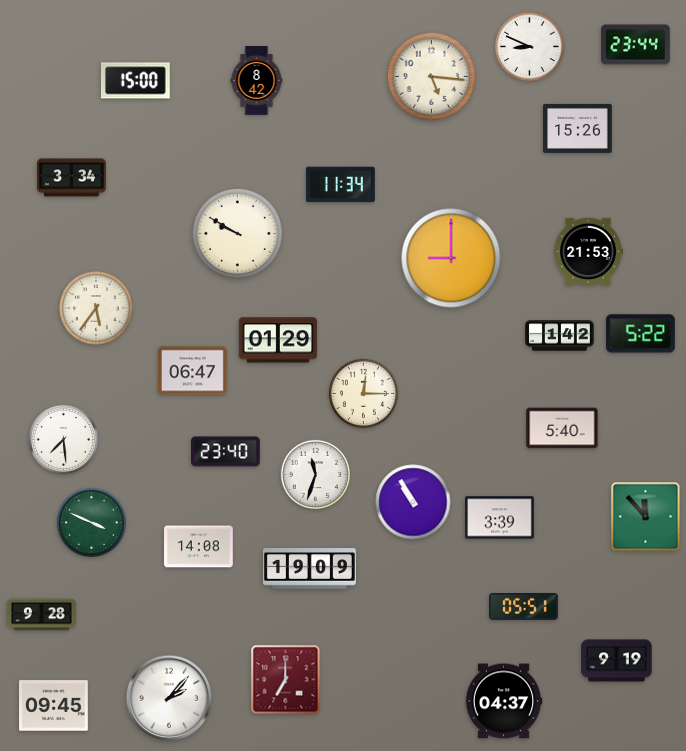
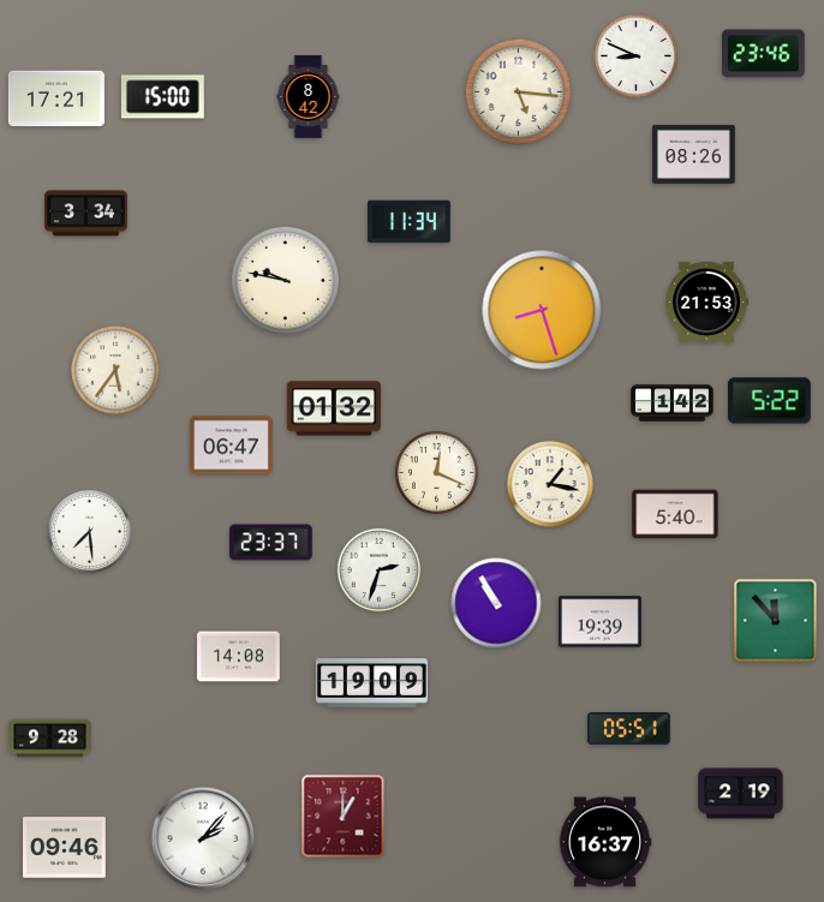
clock at (636, 45): 23:44 -> 23:46
clock at (56, 98): none -> 17:21
clock at (578, 128): 15:26 -> 08:26
clock at (237, 233): 9:50 -> 9:47
clock at (451, 258): 9:00 -> 8:27
clock at (278, 340): 01:29 -> 01:32
clock at (363, 393): 12:15 -> 12:19
clock at (551, 485): none -> 1:17
clock at (63, 439) position: (63, 439) -> (89, 531)
clock at (226, 452): 23:40 -> 23:37
clock at (315, 474): 11:33 -> 2:33
clock at (500, 518): 3:39 -> 19:39
clock at (91, 522): 3:49 -> none
clock at (617, 661): 9:19 -> 2:19
clock at (286, 680): 7:00 -> 1:00
clock at (504, 701): 04:37 -> 16:37
clock at (54, 706): 09:45 -> 09:46
